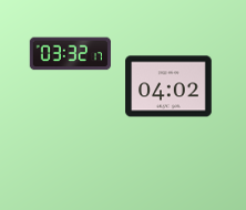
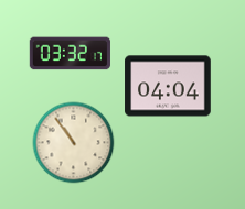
clock at (168, 86): 04:02 -> 04:04
clock at (74, 143): none -> 10:54
